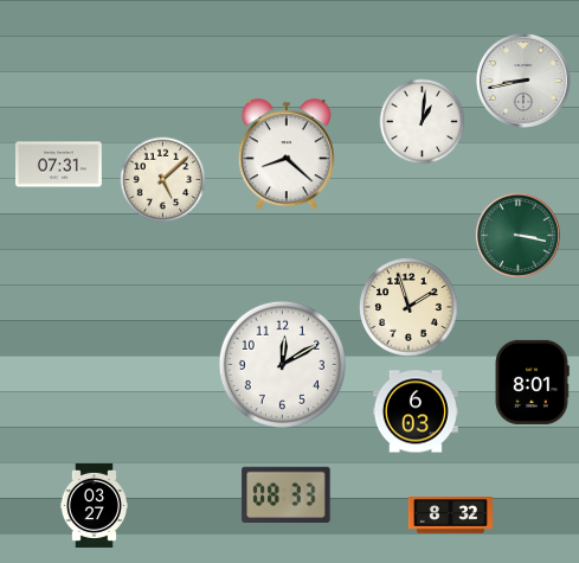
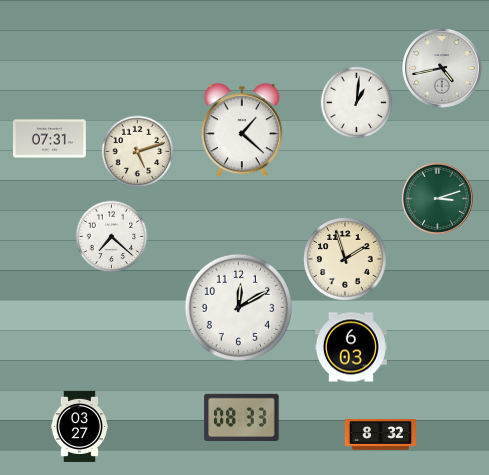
clock at (523, 81): 8:43 -> 4:43
clock at (287, 155): 8:22 -> 1:22
clock at (163, 180): 5:08 -> 5:12
clock at (517, 235): 3:17 -> 3:12
clock at (112, 237): none -> 7:22
clock at (532, 382): 8:01 -> none
